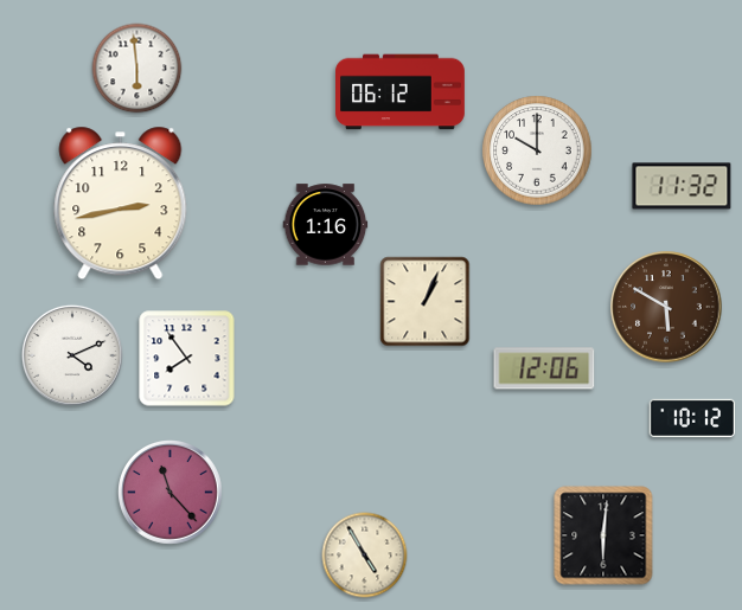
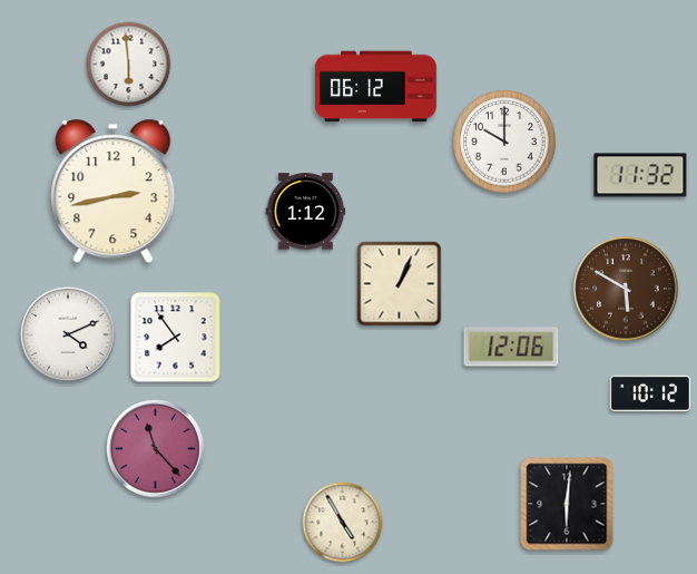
clock at (326, 225): 1:16 -> 1:12
clock at (171, 493) position: (171, 493) -> (156, 449)
